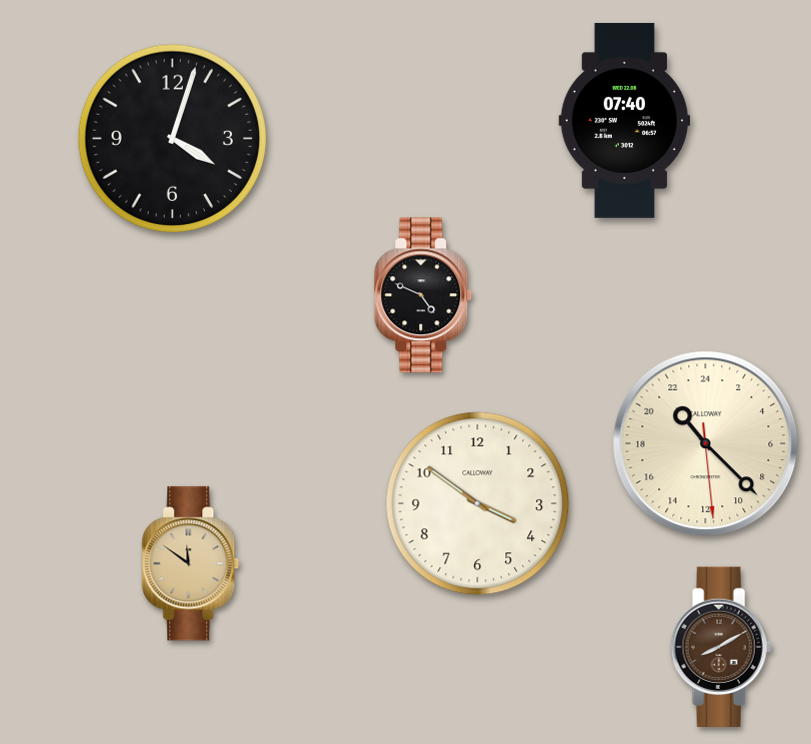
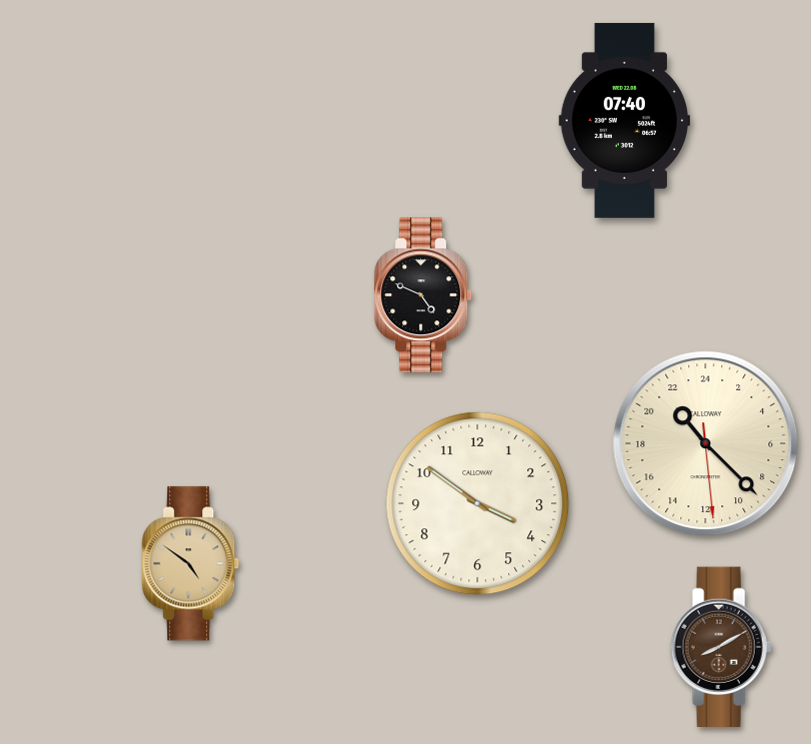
clock at (172, 138): 4:03 -> none
clock at (191, 564): 11:51 -> 4:51
